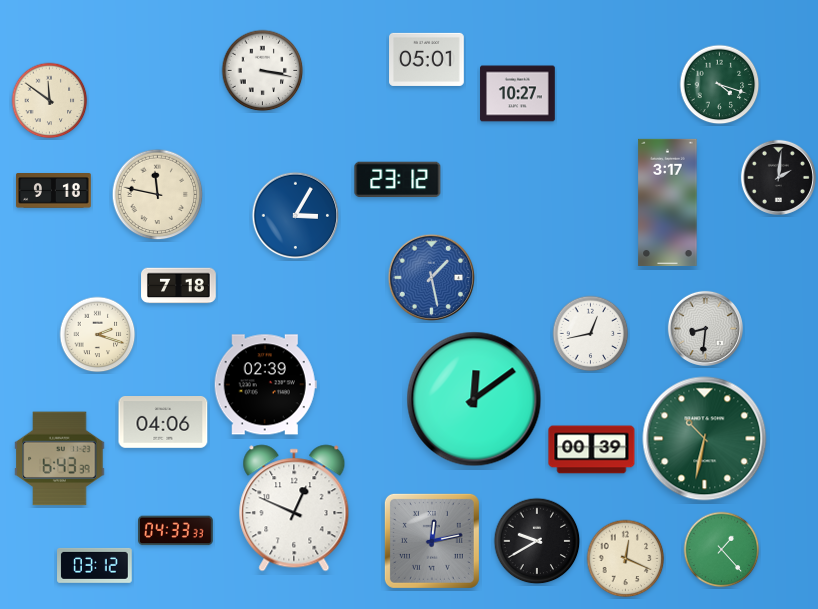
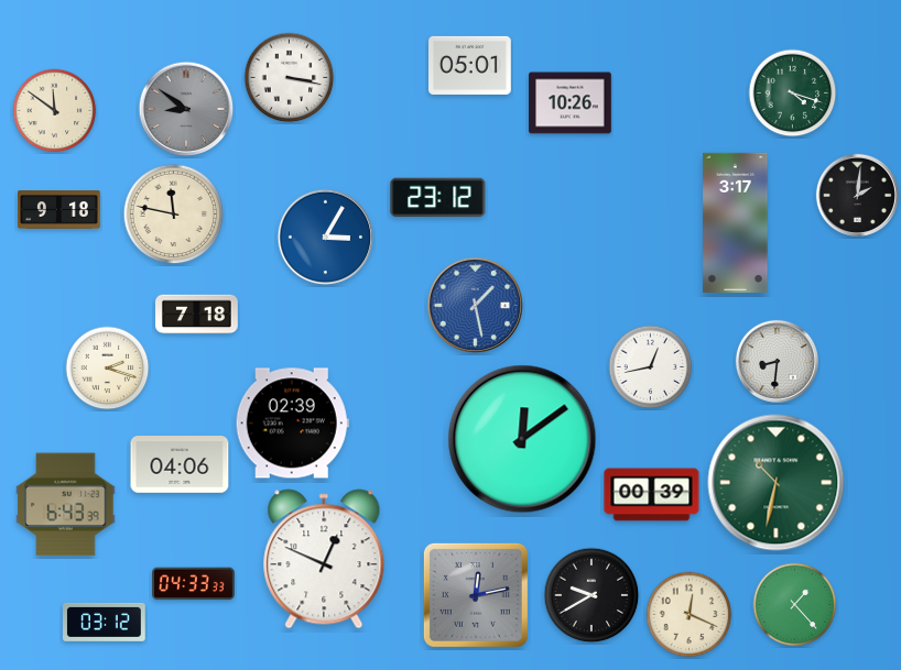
clock at (518, 94): 10:27 -> 10:26
clock at (186, 109): none -> 8:51
